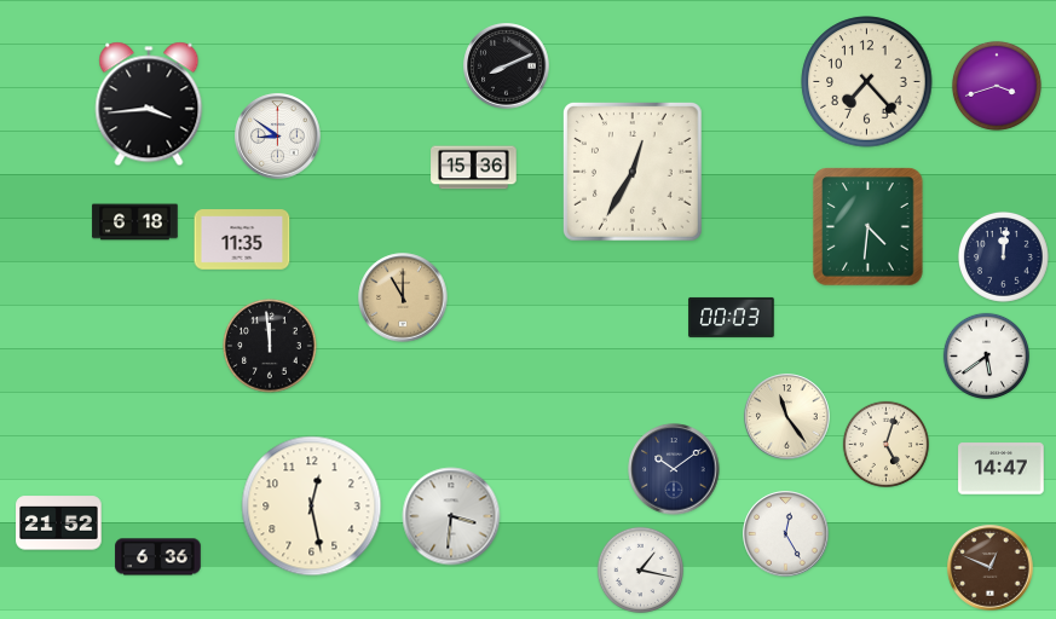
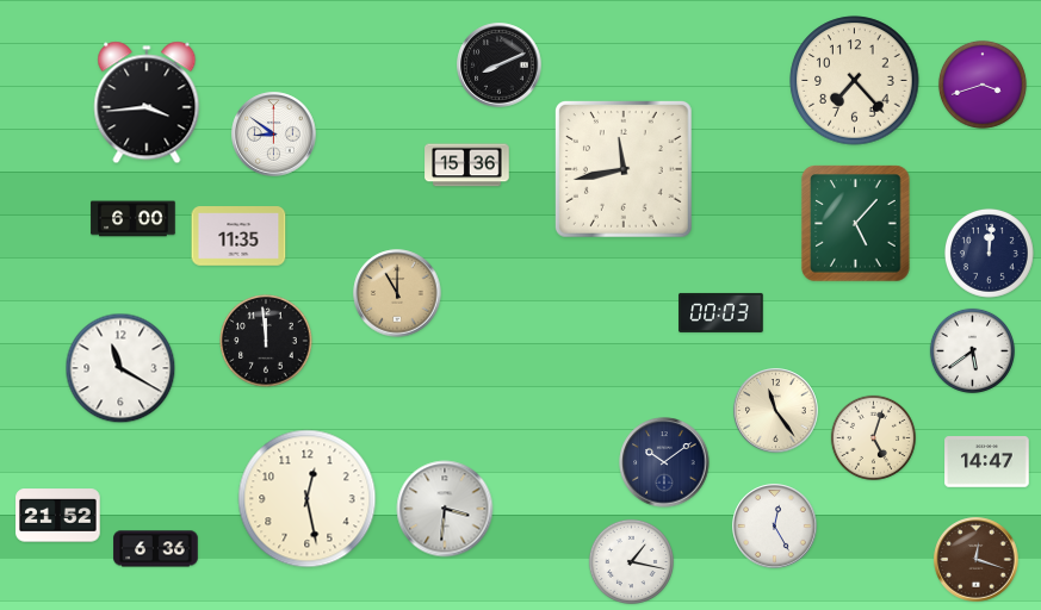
clock at (633, 172): 12:35 -> 11:43
clock at (135, 222): 6:18 -> 6:00
clock at (869, 227): 4:31 -> 5:07
clock at (120, 368): none -> 11:20
clock at (991, 568): 12:49 -> 12:18
